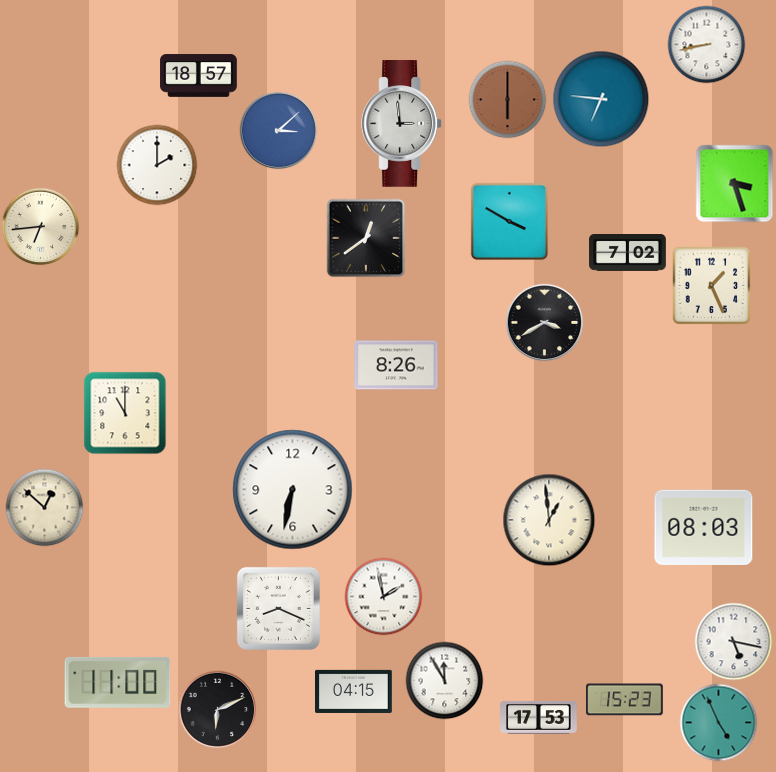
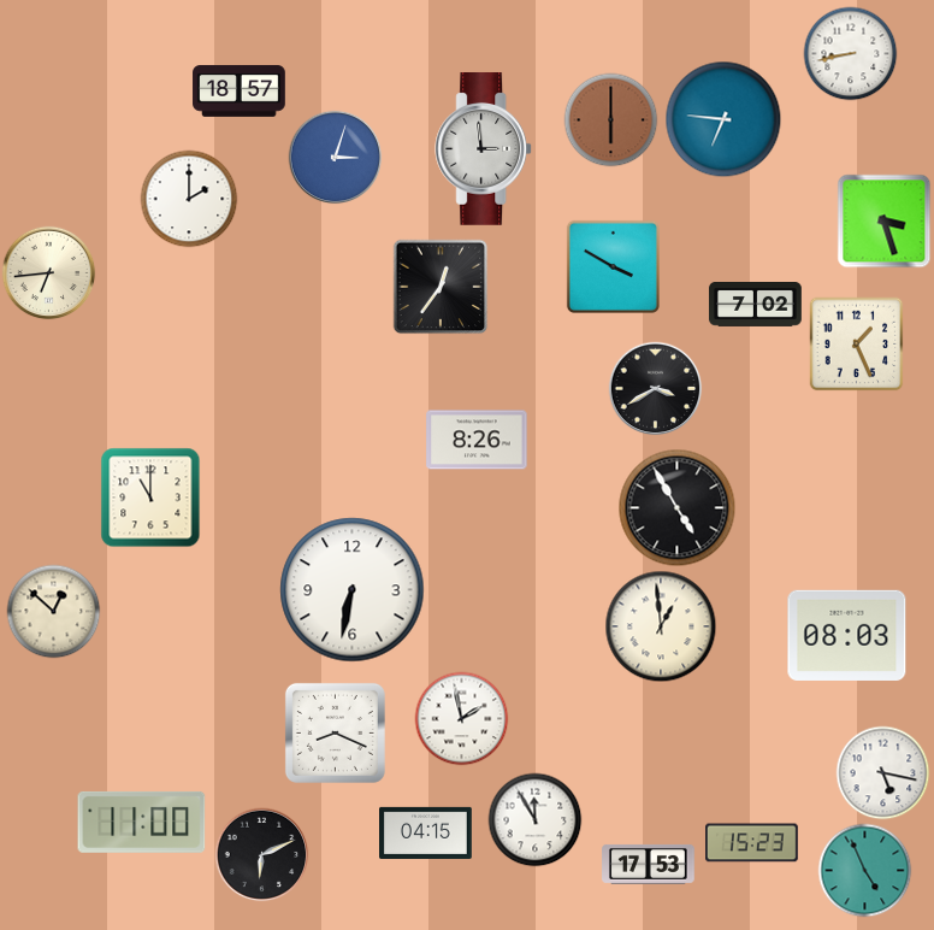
clock at (278, 130): 3:08 -> 3:03
clock at (366, 238): 12:39 -> 12:36
clock at (676, 507): none -> 4:55
